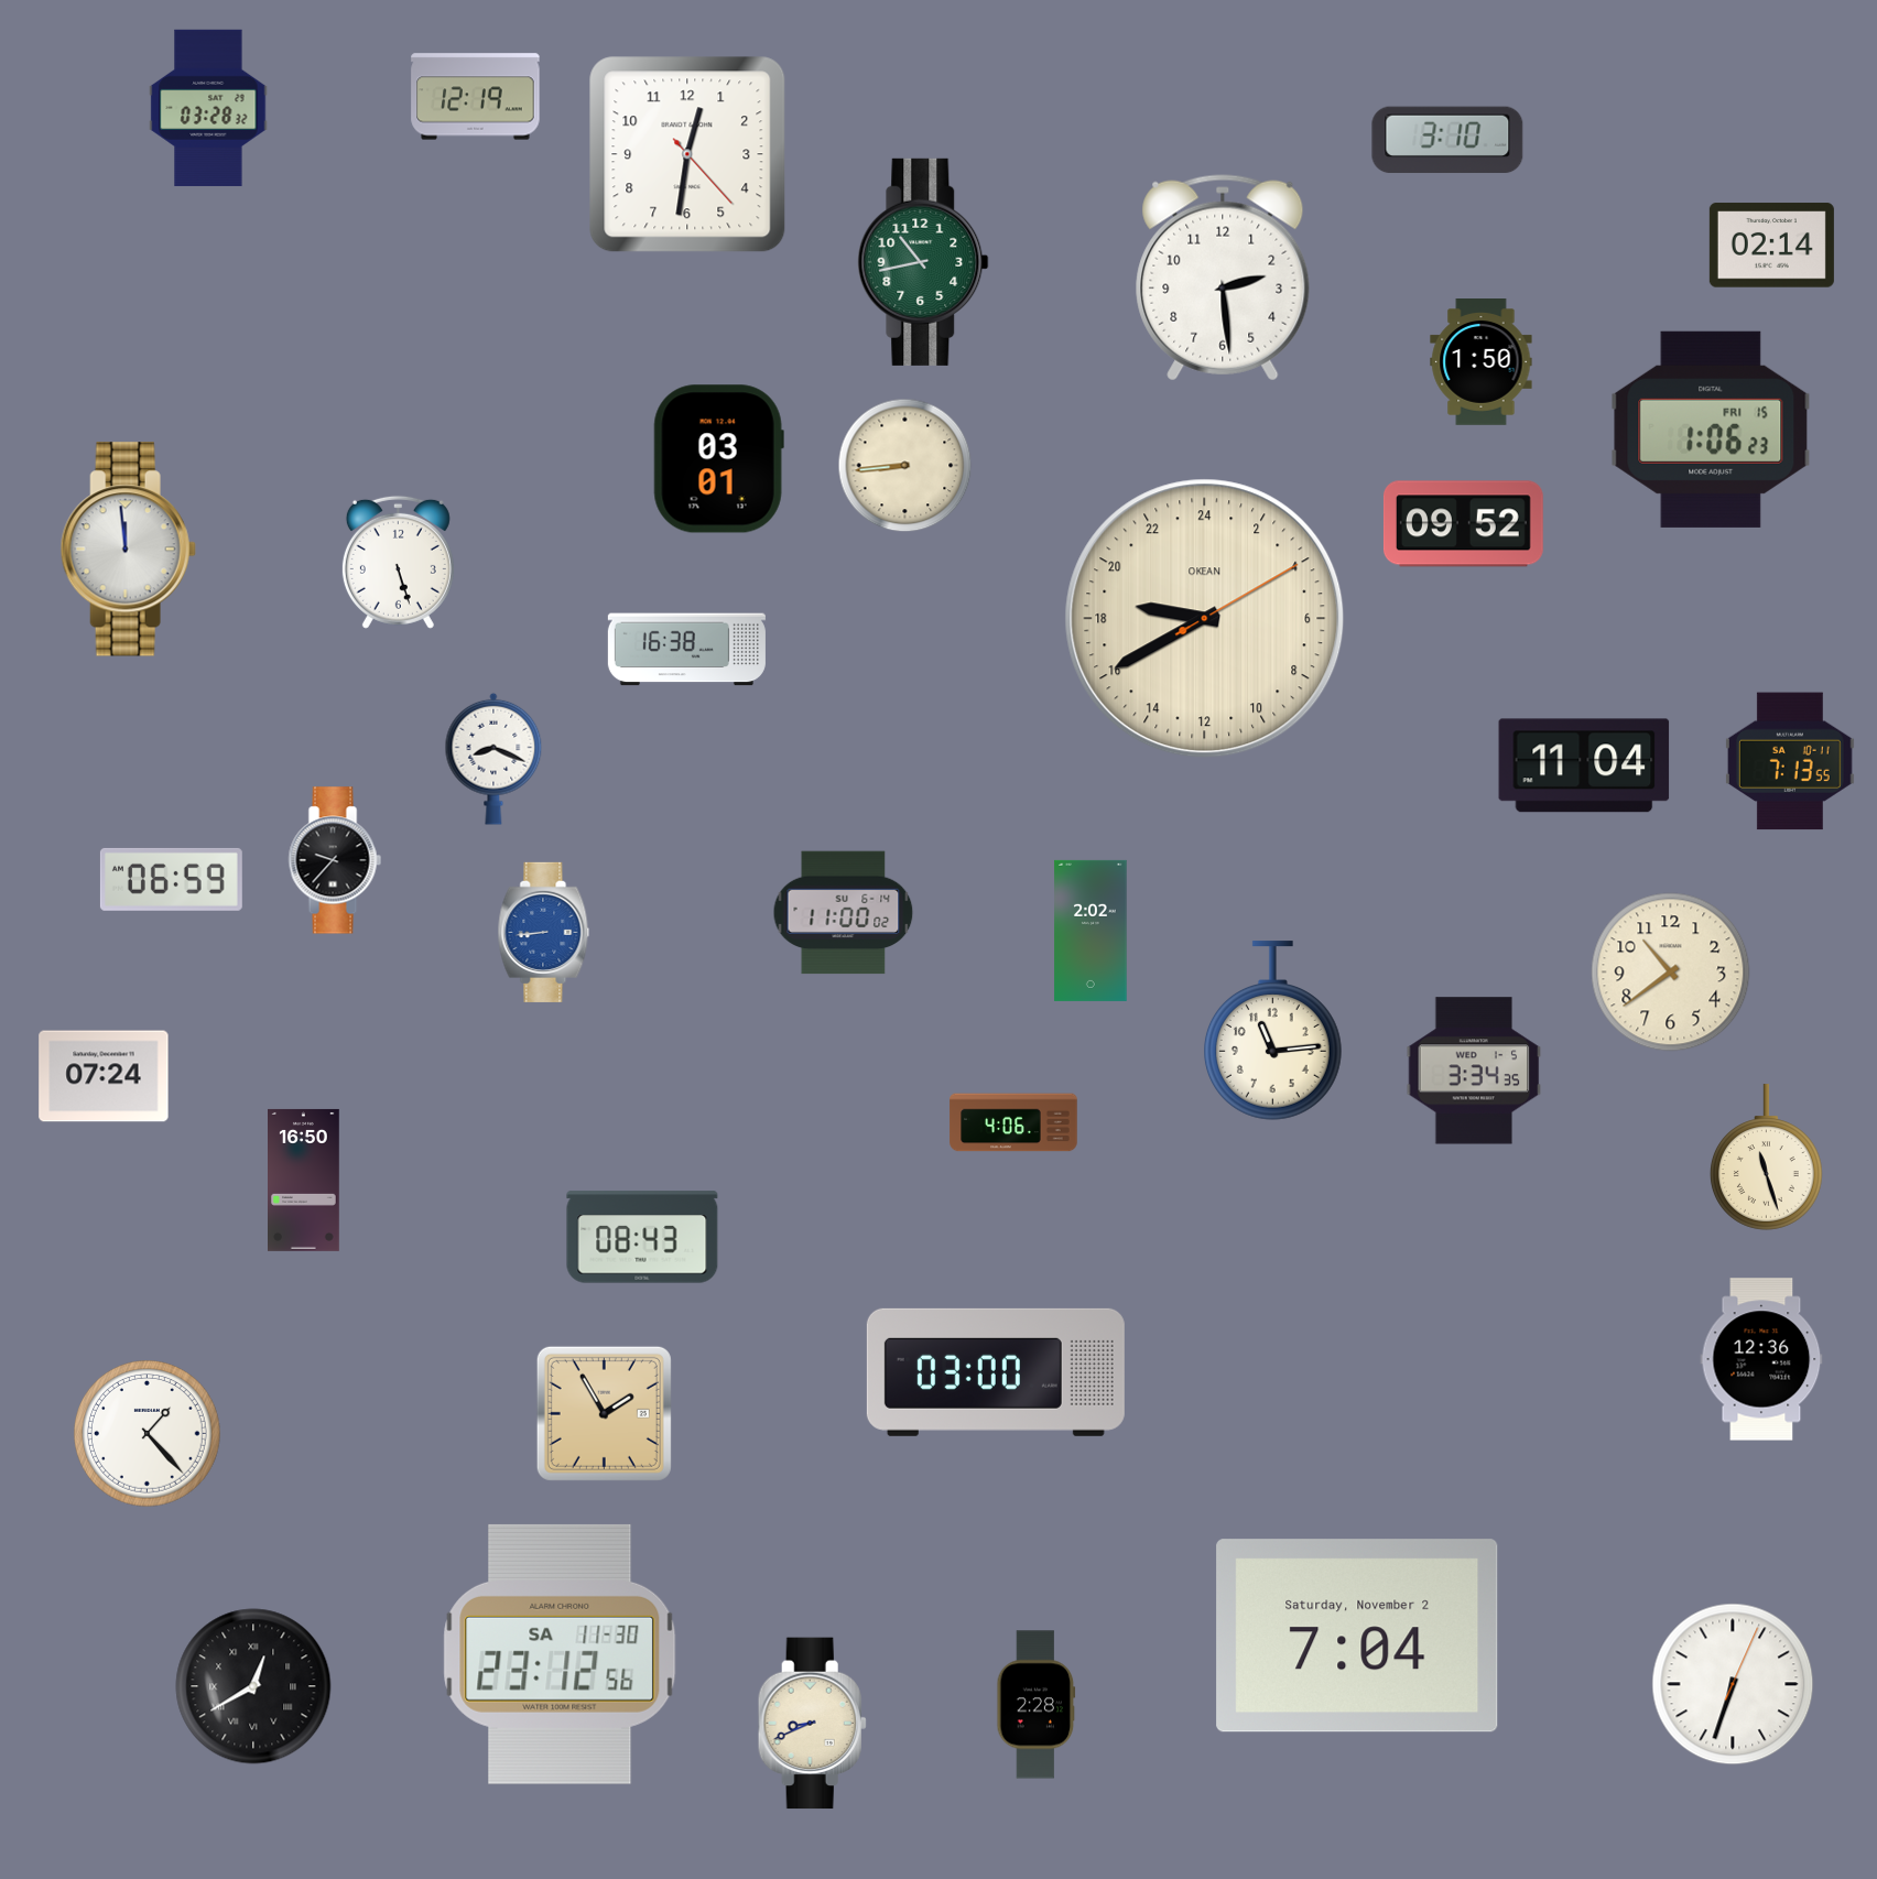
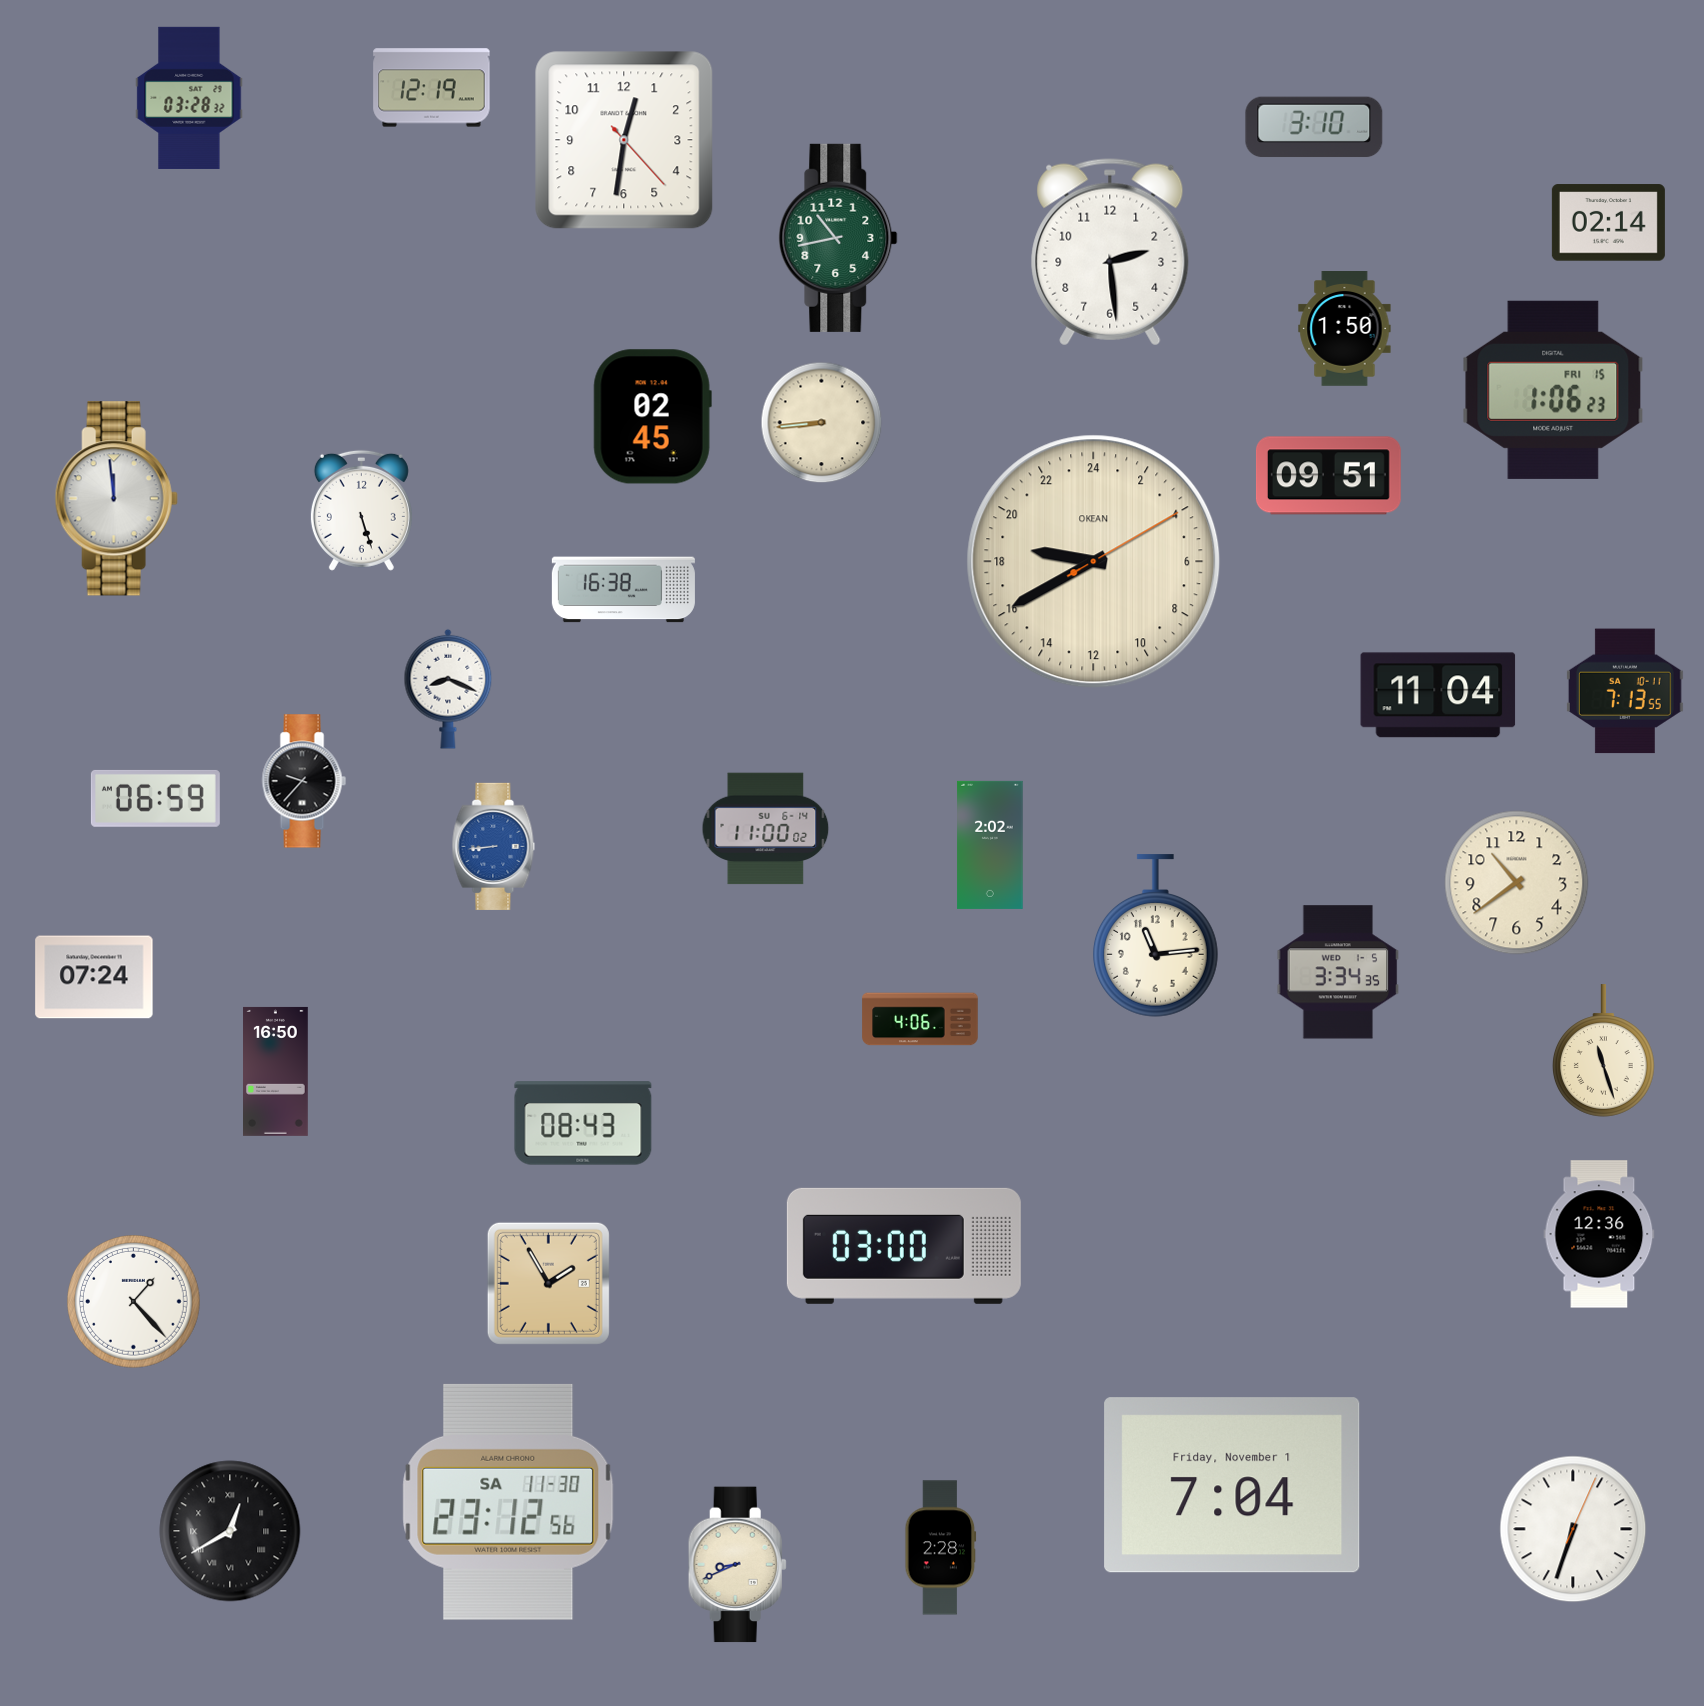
clock at (718, 459): 03:01 -> 02:45
clock at (1463, 524): 09:52 -> 09:51
clock at (1357, 1636) date: Saturday, November 2 -> Friday, November 1
